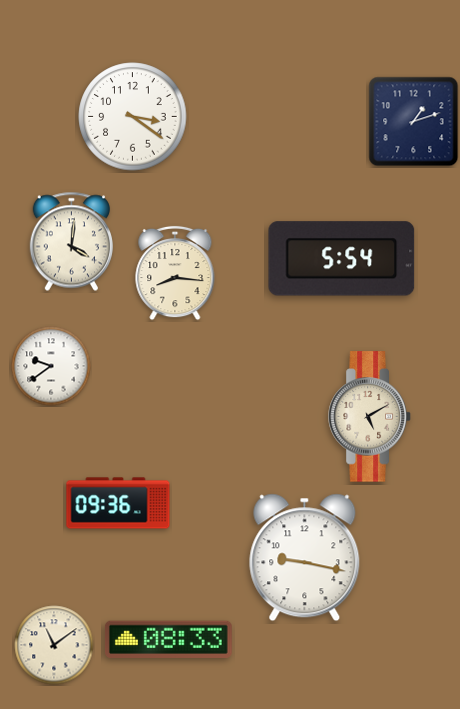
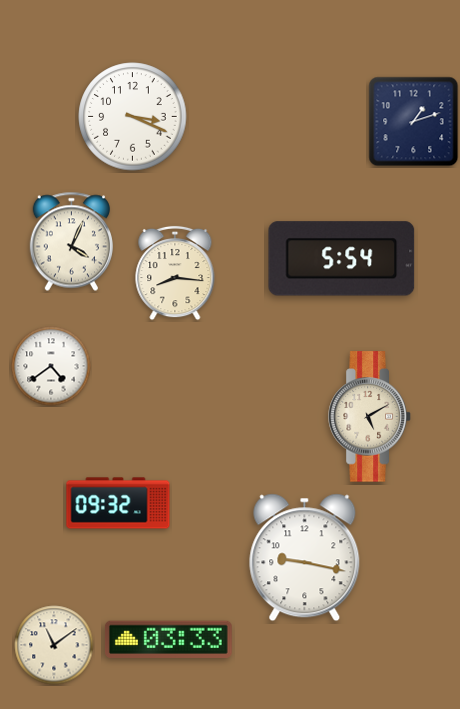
clock at (133, 117): 3:21 -> 3:19
clock at (71, 242): 4:01 -> 4:04
clock at (51, 366): 9:39 -> 4:39
clock at (118, 503): 09:36 -> 09:32
clock at (168, 639): 08:33 -> 03:33
